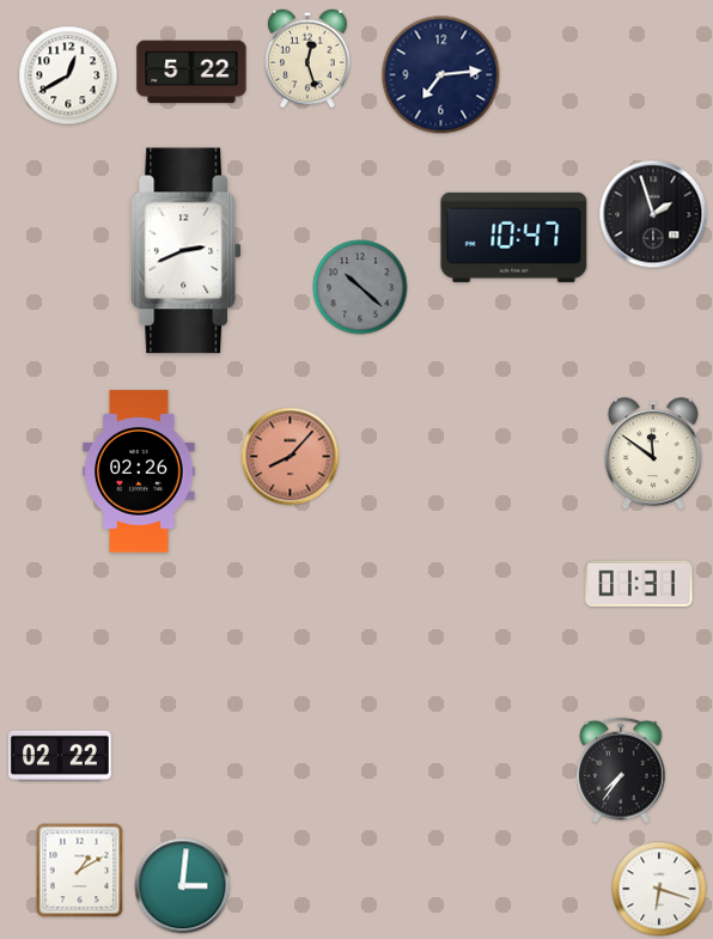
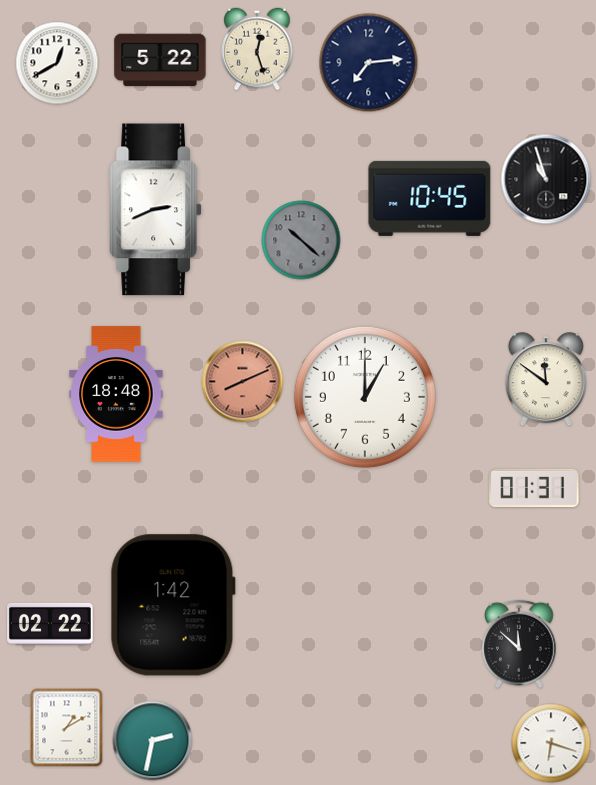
clock at (653, 214): 1:57 -> 10:57
clock at (514, 237): 10:47 -> 10:45
clock at (291, 457): 8:07 -> 8:11
clock at (139, 471): 02:26 -> 18:48
clock at (365, 397): none -> 1:00
clock at (173, 605): none -> 1:42
clock at (61, 756) position: (61, 756) -> (51, 624)
clock at (622, 770): 7:36 -> 11:52
clock at (183, 886): 3:01 -> 2:32
